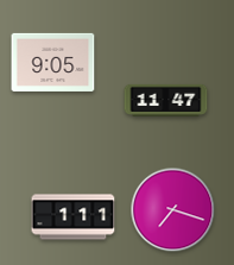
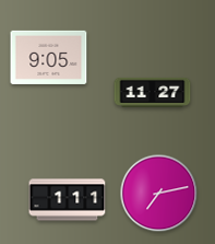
clock at (166, 100): 11:47 -> 11:27
clock at (173, 210): 7:18 -> 7:13
